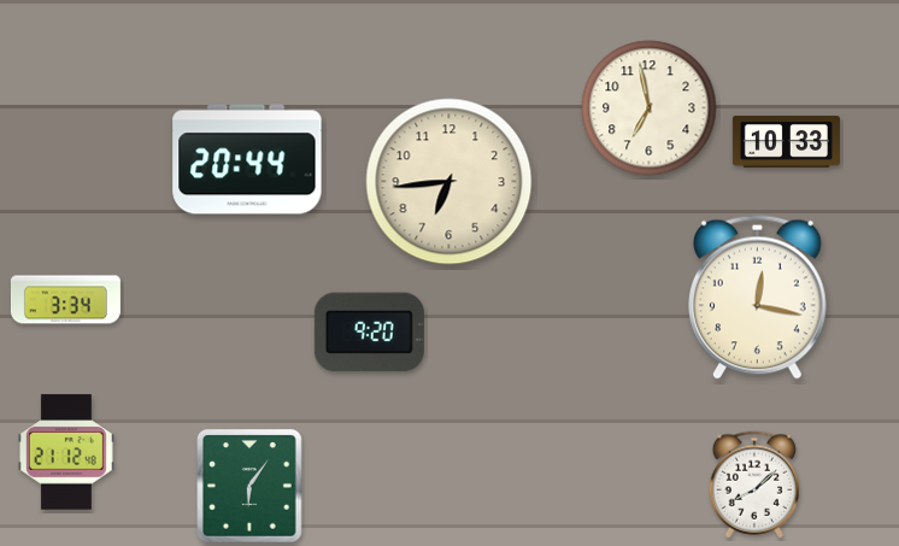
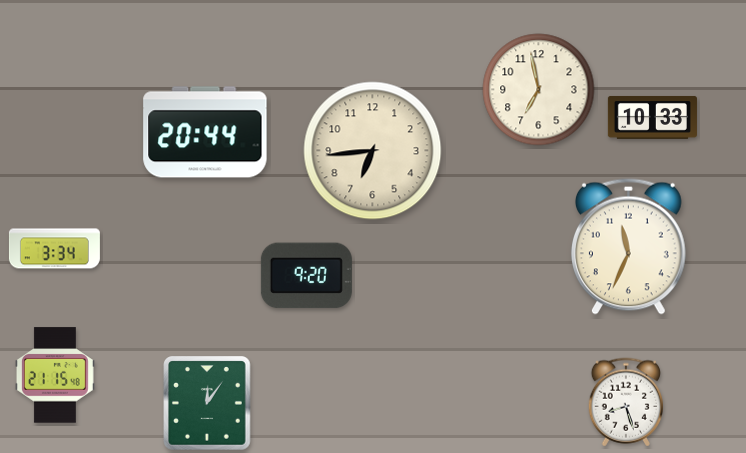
clock at (757, 297): 12:17 -> 11:34
clock at (66, 452): 21:12 -> 21:15
clock at (753, 485): 8:08 -> 8:27
clock at (249, 486): 6:06 -> 12:06
